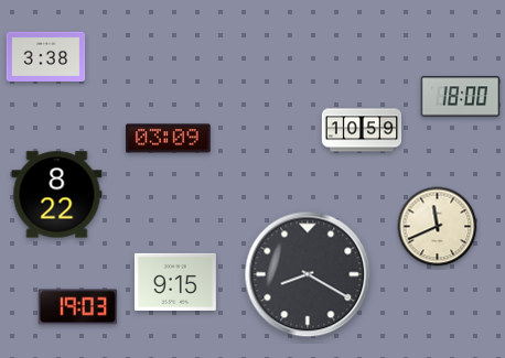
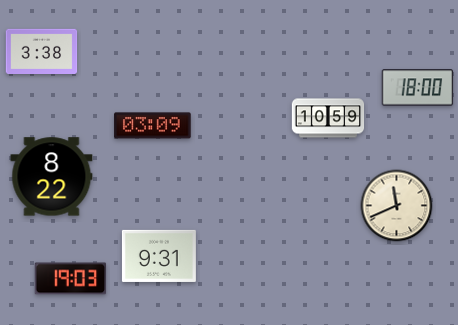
clock at (308, 274): 8:20 -> none
clock at (175, 282): 9:15 -> 9:31
